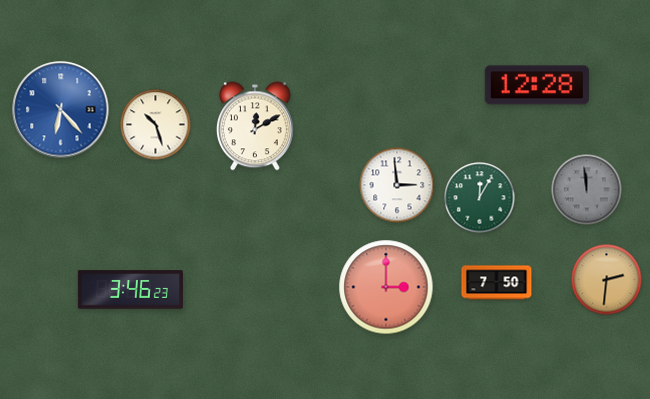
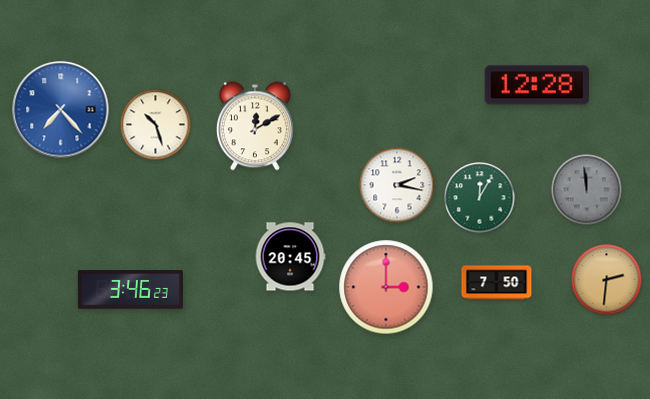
clock at (61, 110): 6:23 -> 7:23
clock at (397, 185): 2:59 -> 2:17
clock at (290, 257): none -> 20:45
